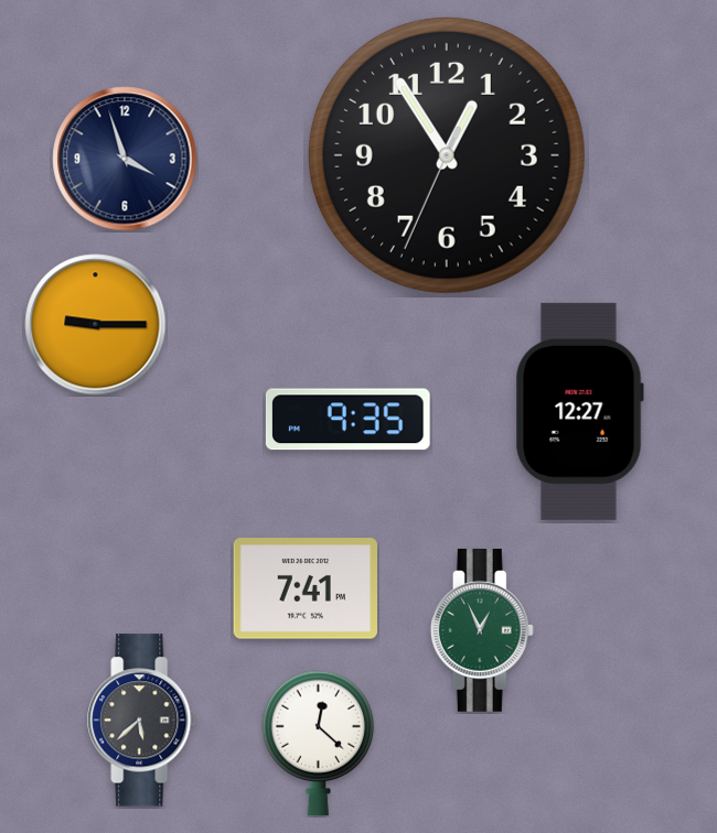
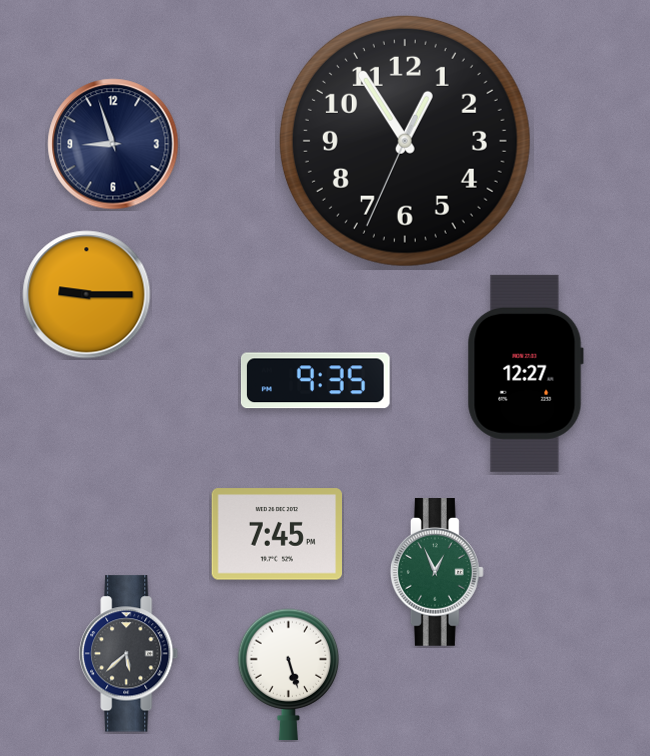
clock at (125, 159): 3:57 -> 8:57
clock at (306, 588): 7:41 -> 7:45
clock at (319, 744): 12:22 -> 5:27
